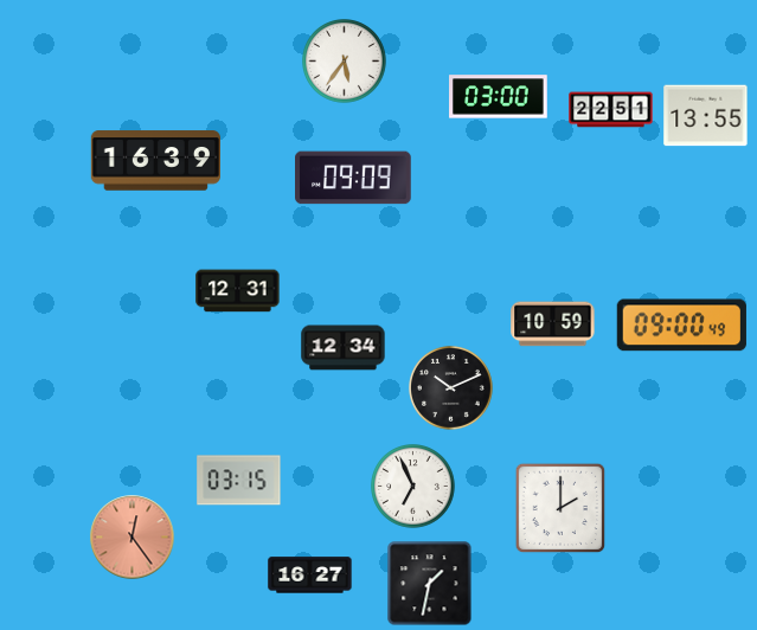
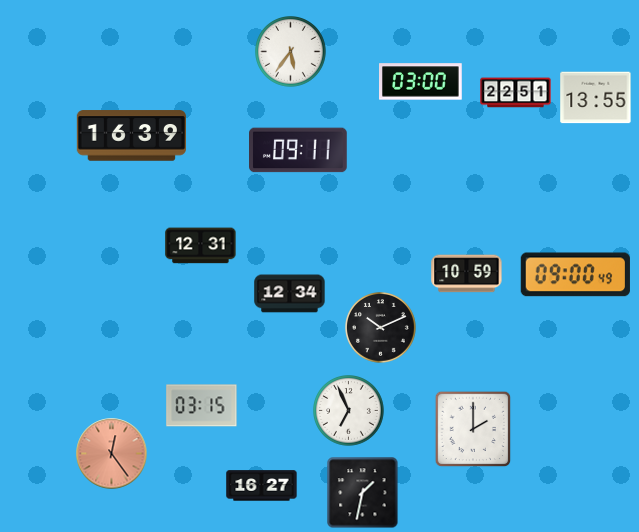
clock at (353, 178): 09:09 -> 09:11
